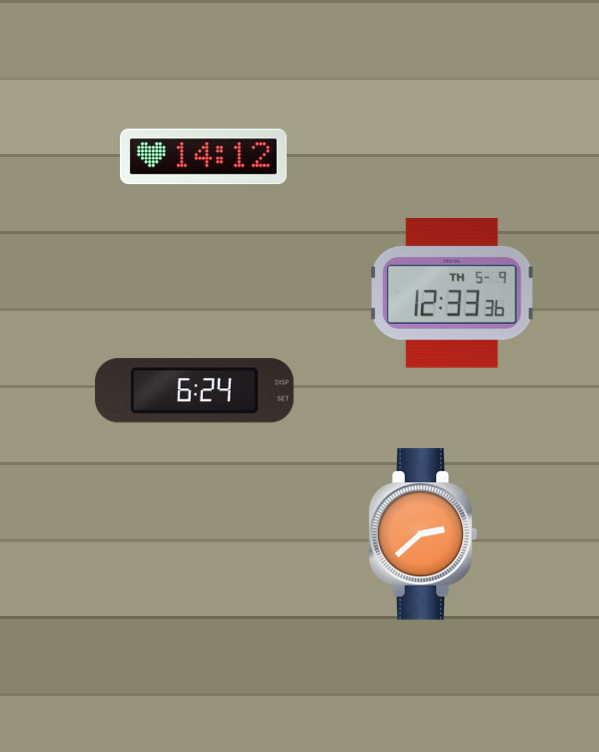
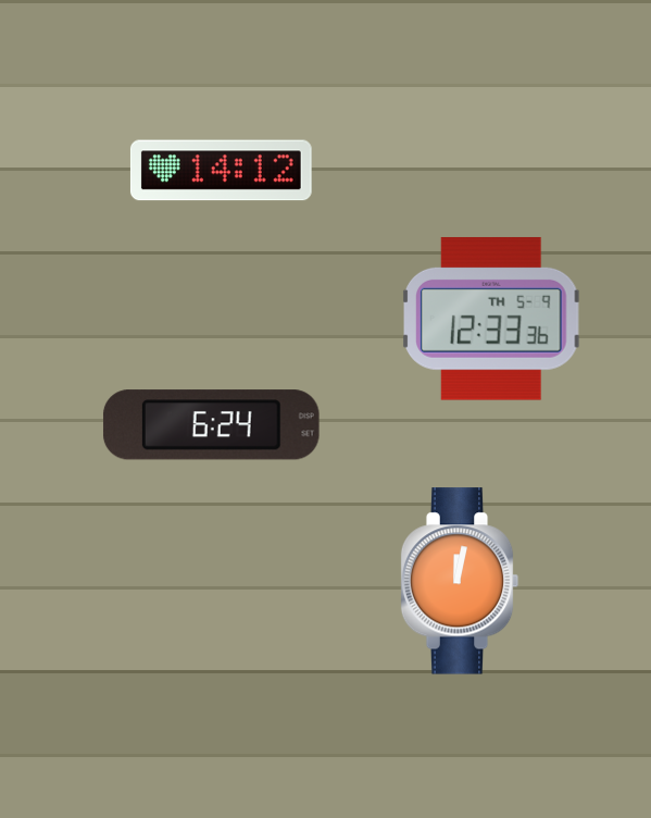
clock at (423, 534): 2:38 -> 12:02
